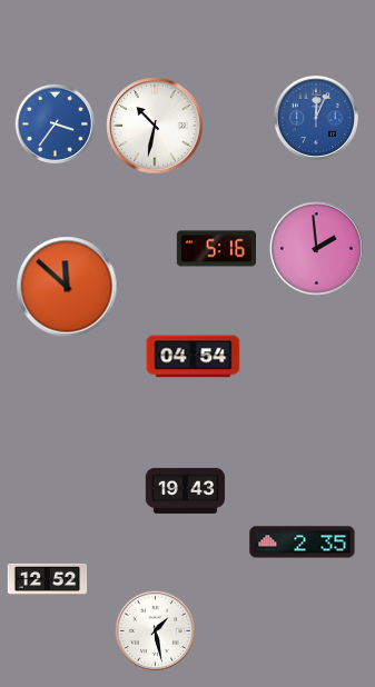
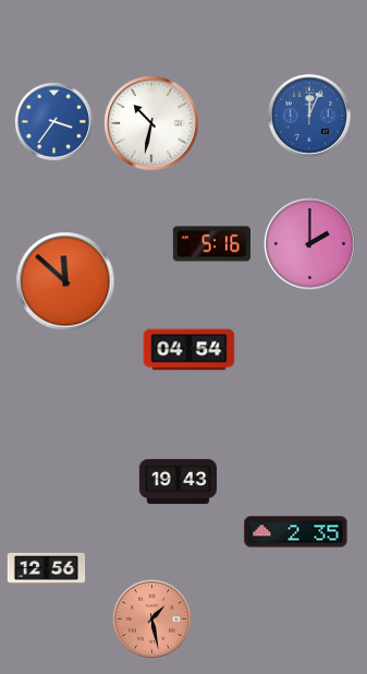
clock at (317, 249): 1:59 -> 2:00
clock at (185, 490) position: (185, 490) -> (178, 481)
clock at (48, 579): 12:52 -> 12:56
clock at (156, 631) dial: white -> salmon
